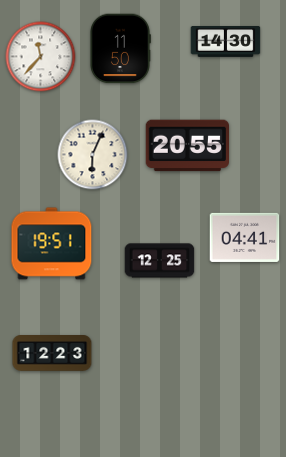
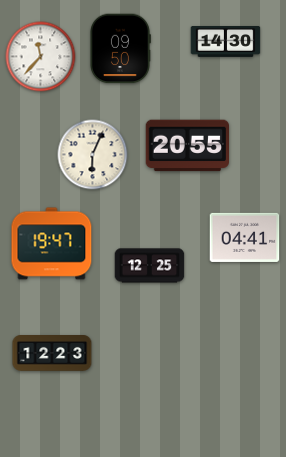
clock at (121, 49): 11:50 -> 09:50
clock at (52, 244): 19:51 -> 19:47
clock at (160, 261) position: (160, 261) -> (150, 266)
